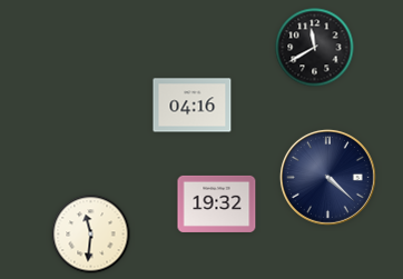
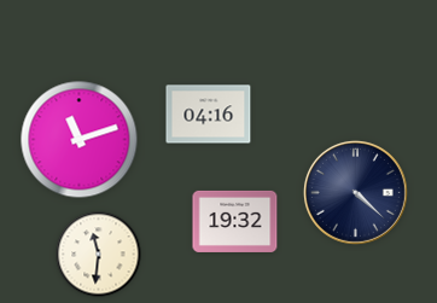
clock at (315, 48): 11:40 -> none
clock at (80, 140): none -> 11:12
